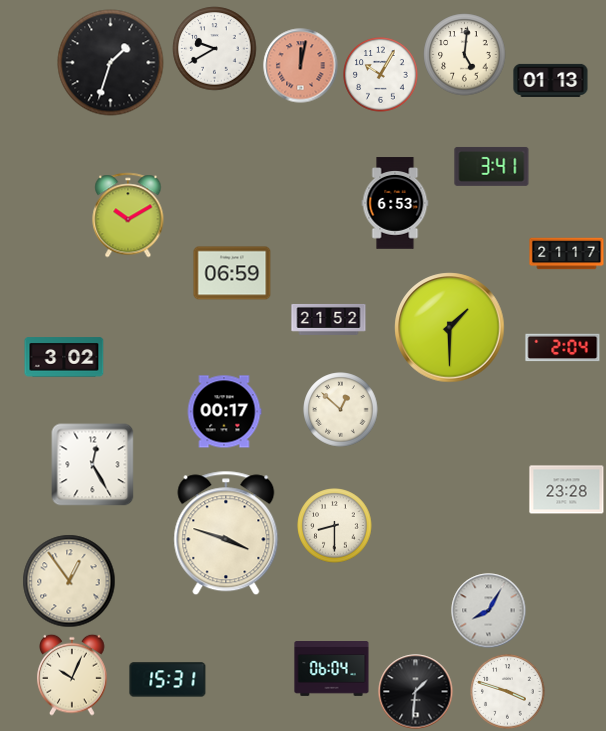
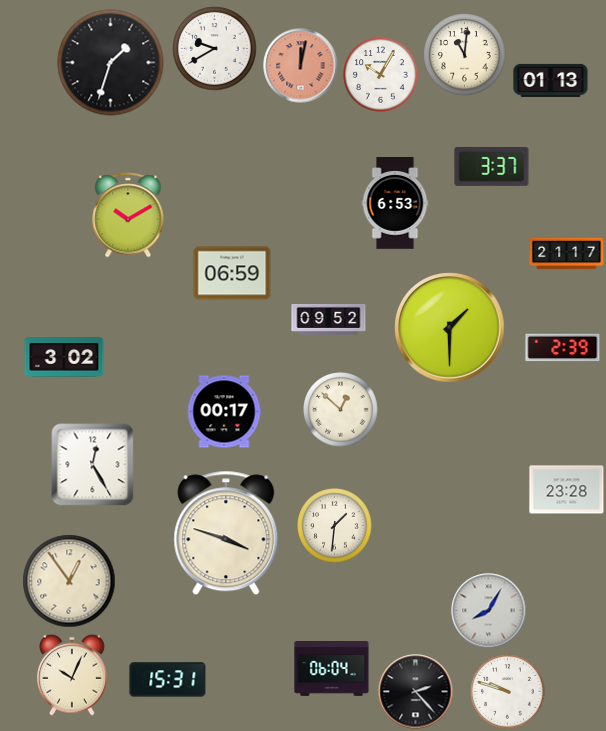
clock at (465, 55): 5:01 -> 11:01
clock at (492, 166): 3:41 -> 3:37
clock at (329, 319): 21:52 -> 09:52
clock at (563, 348): 2:04 -> 2:39
clock at (335, 526): 8:30 -> 1:31
clock at (416, 692): 1:31 -> 2:23
clock at (508, 692): 3:48 -> 9:48
